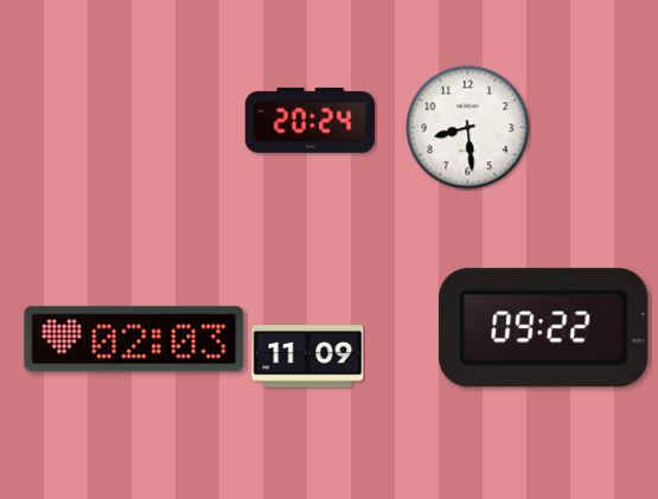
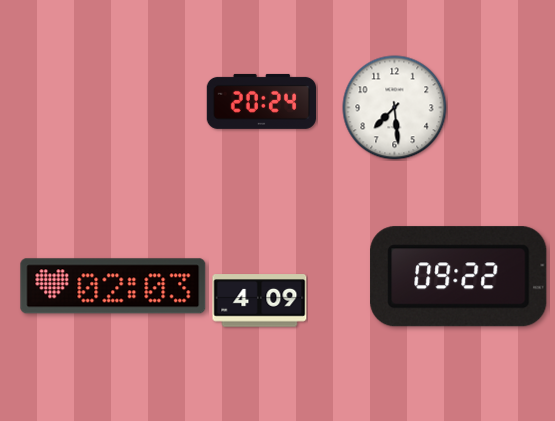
clock at (468, 128): 8:29 -> 7:29
clock at (308, 357): 11:09 -> 4:09
